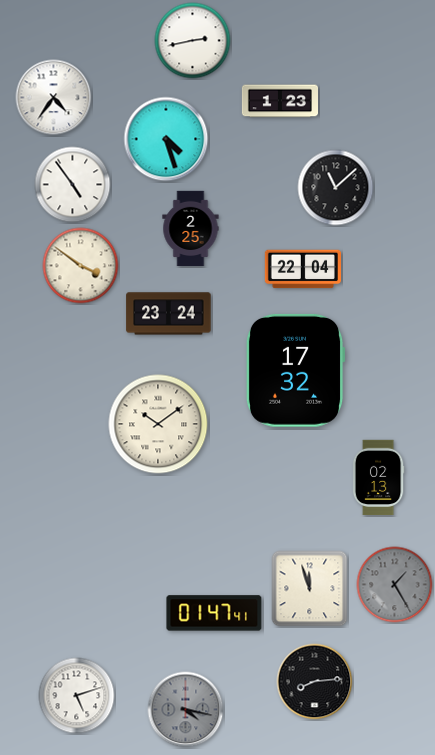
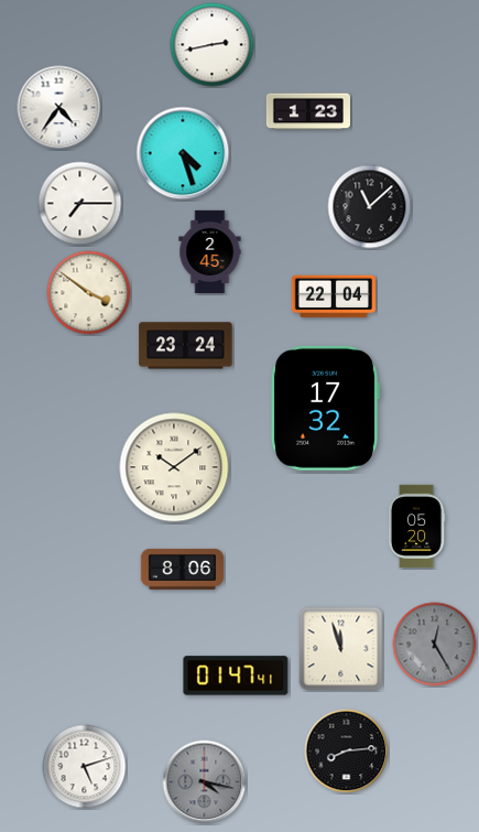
clock at (73, 185): 4:54 -> 7:15
clock at (191, 229): 2:25 -> 2:45
clock at (378, 478): 02:13 -> 05:20
clock at (183, 569): none -> 8:06
clock at (395, 585): 1:25 -> 12:25
